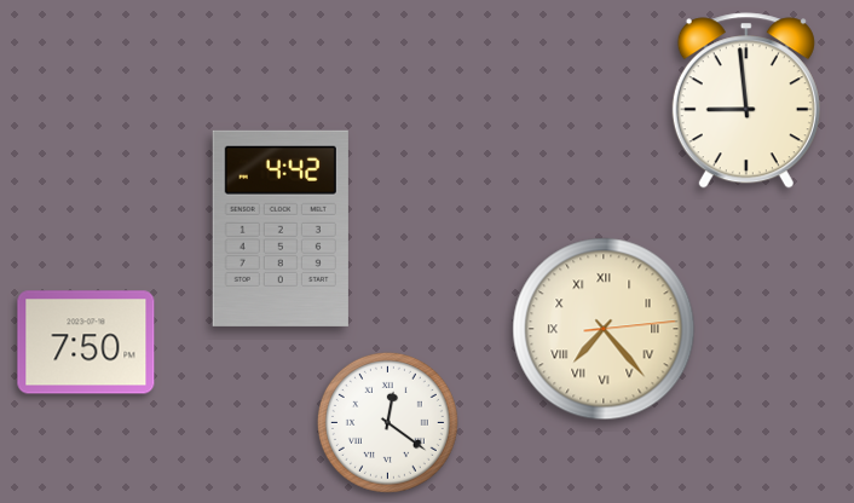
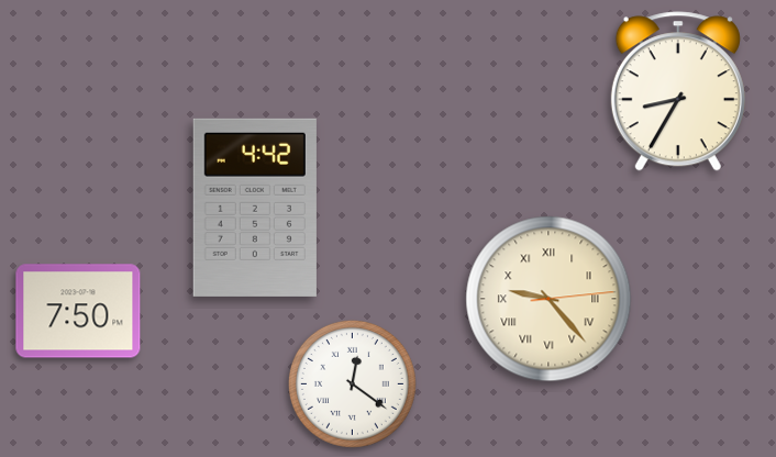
clock at (746, 100): 8:59 -> 8:35
clock at (604, 329): 7:23 -> 9:23
